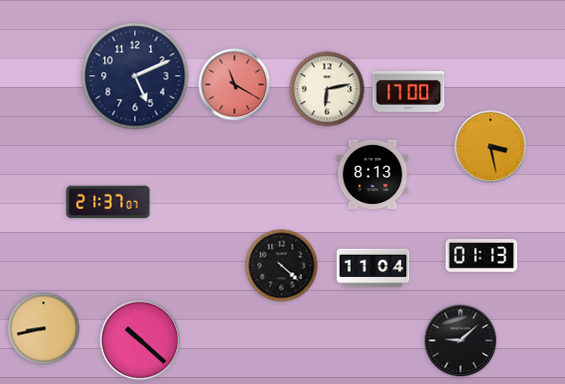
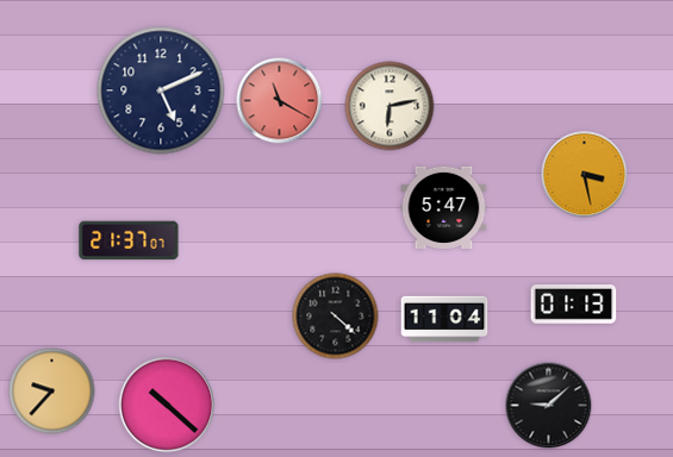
clock at (409, 92): 17:00 -> none
clock at (373, 174): 8:13 -> 5:47
clock at (44, 329): 8:43 -> 9:37
